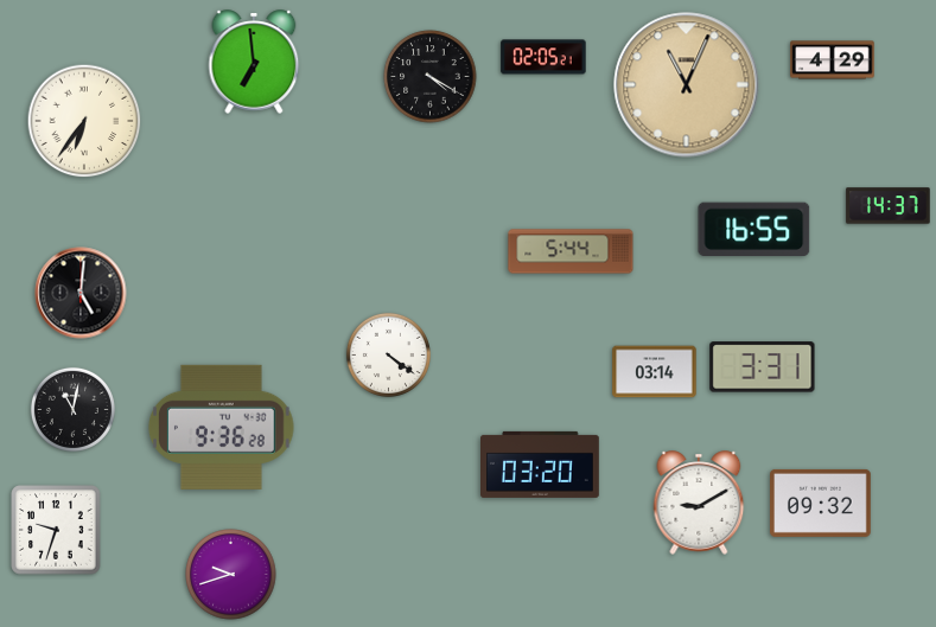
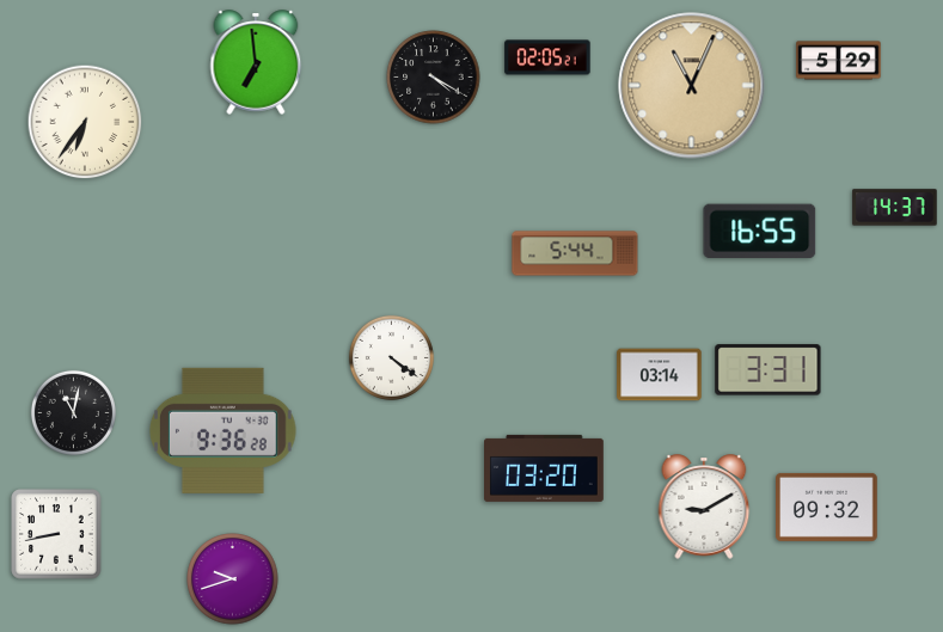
clock at (833, 60): 4:29 -> 5:29
clock at (81, 293): 5:01 -> none
clock at (56, 530): 9:33 -> 8:43
